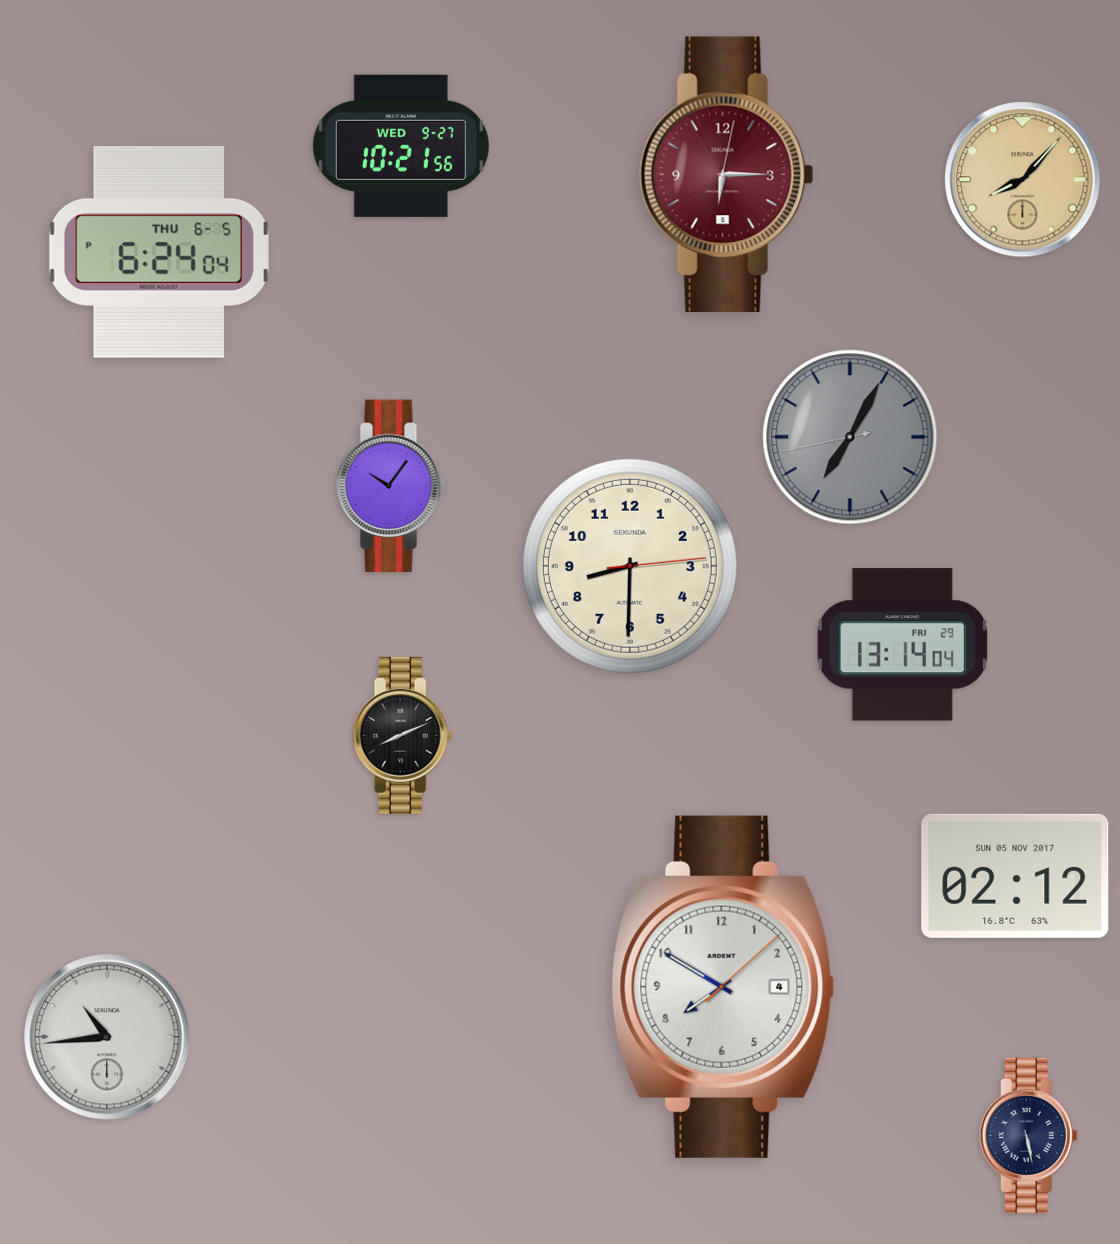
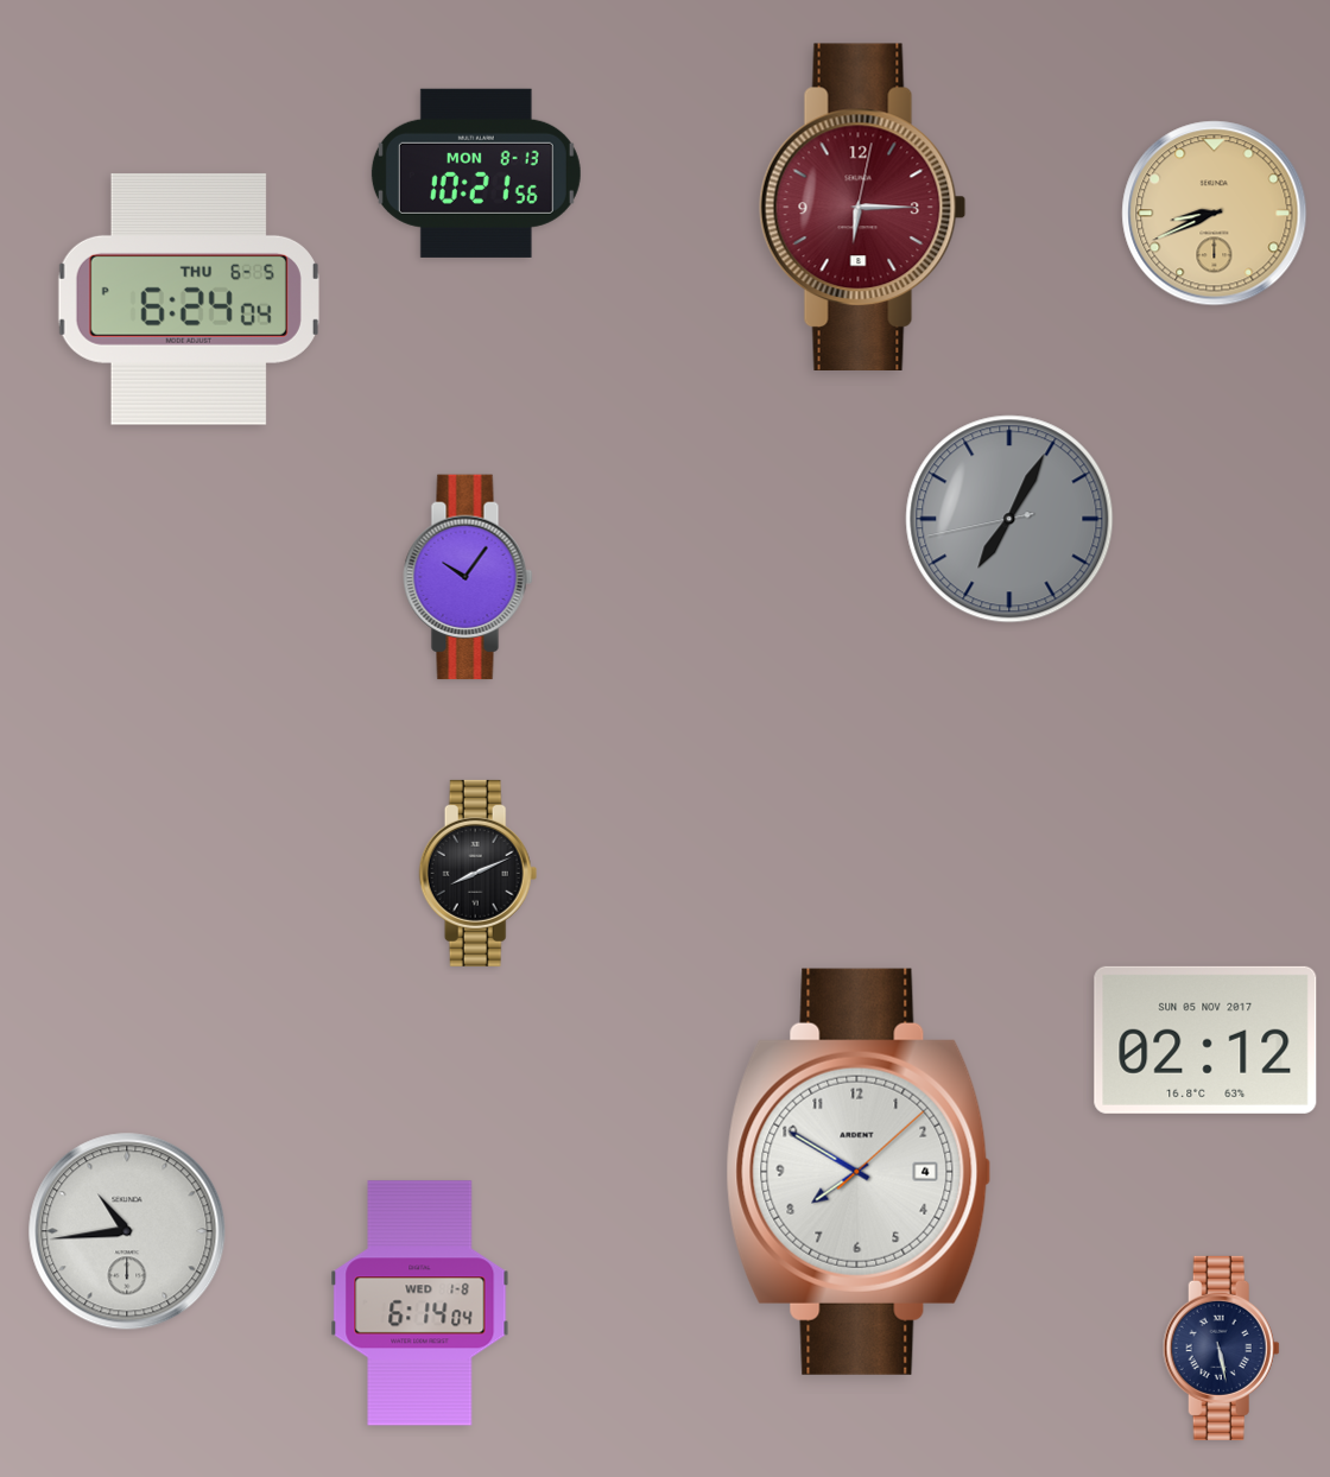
clock at (401, 146) date: WED 9-27 -> MON 8-13
clock at (1023, 180): 8:07 -> 8:41
clock at (391, 486) position: (391, 486) -> (468, 577)
clock at (630, 566): 8:30 -> none
clock at (902, 645): 13:14 -> none
clock at (420, 1304): none -> 6:14
